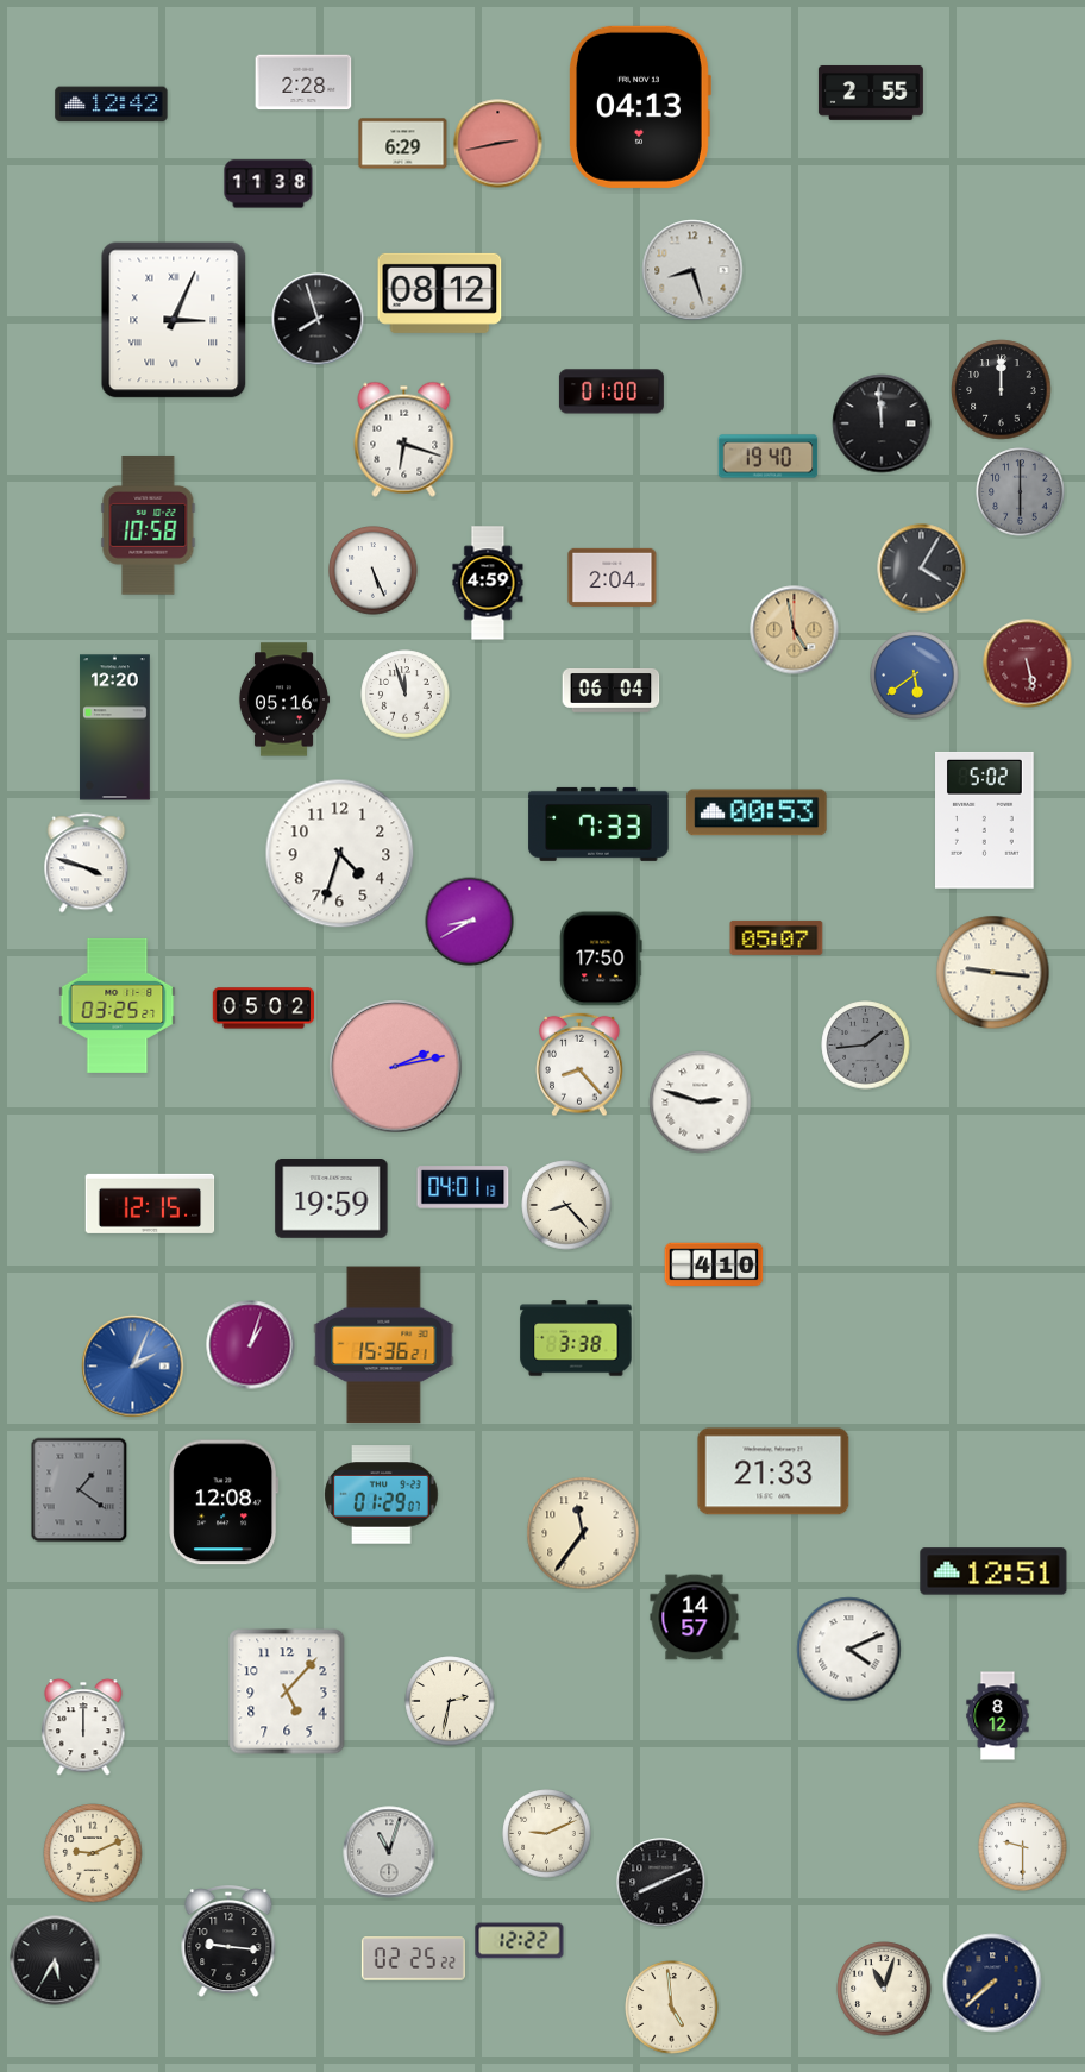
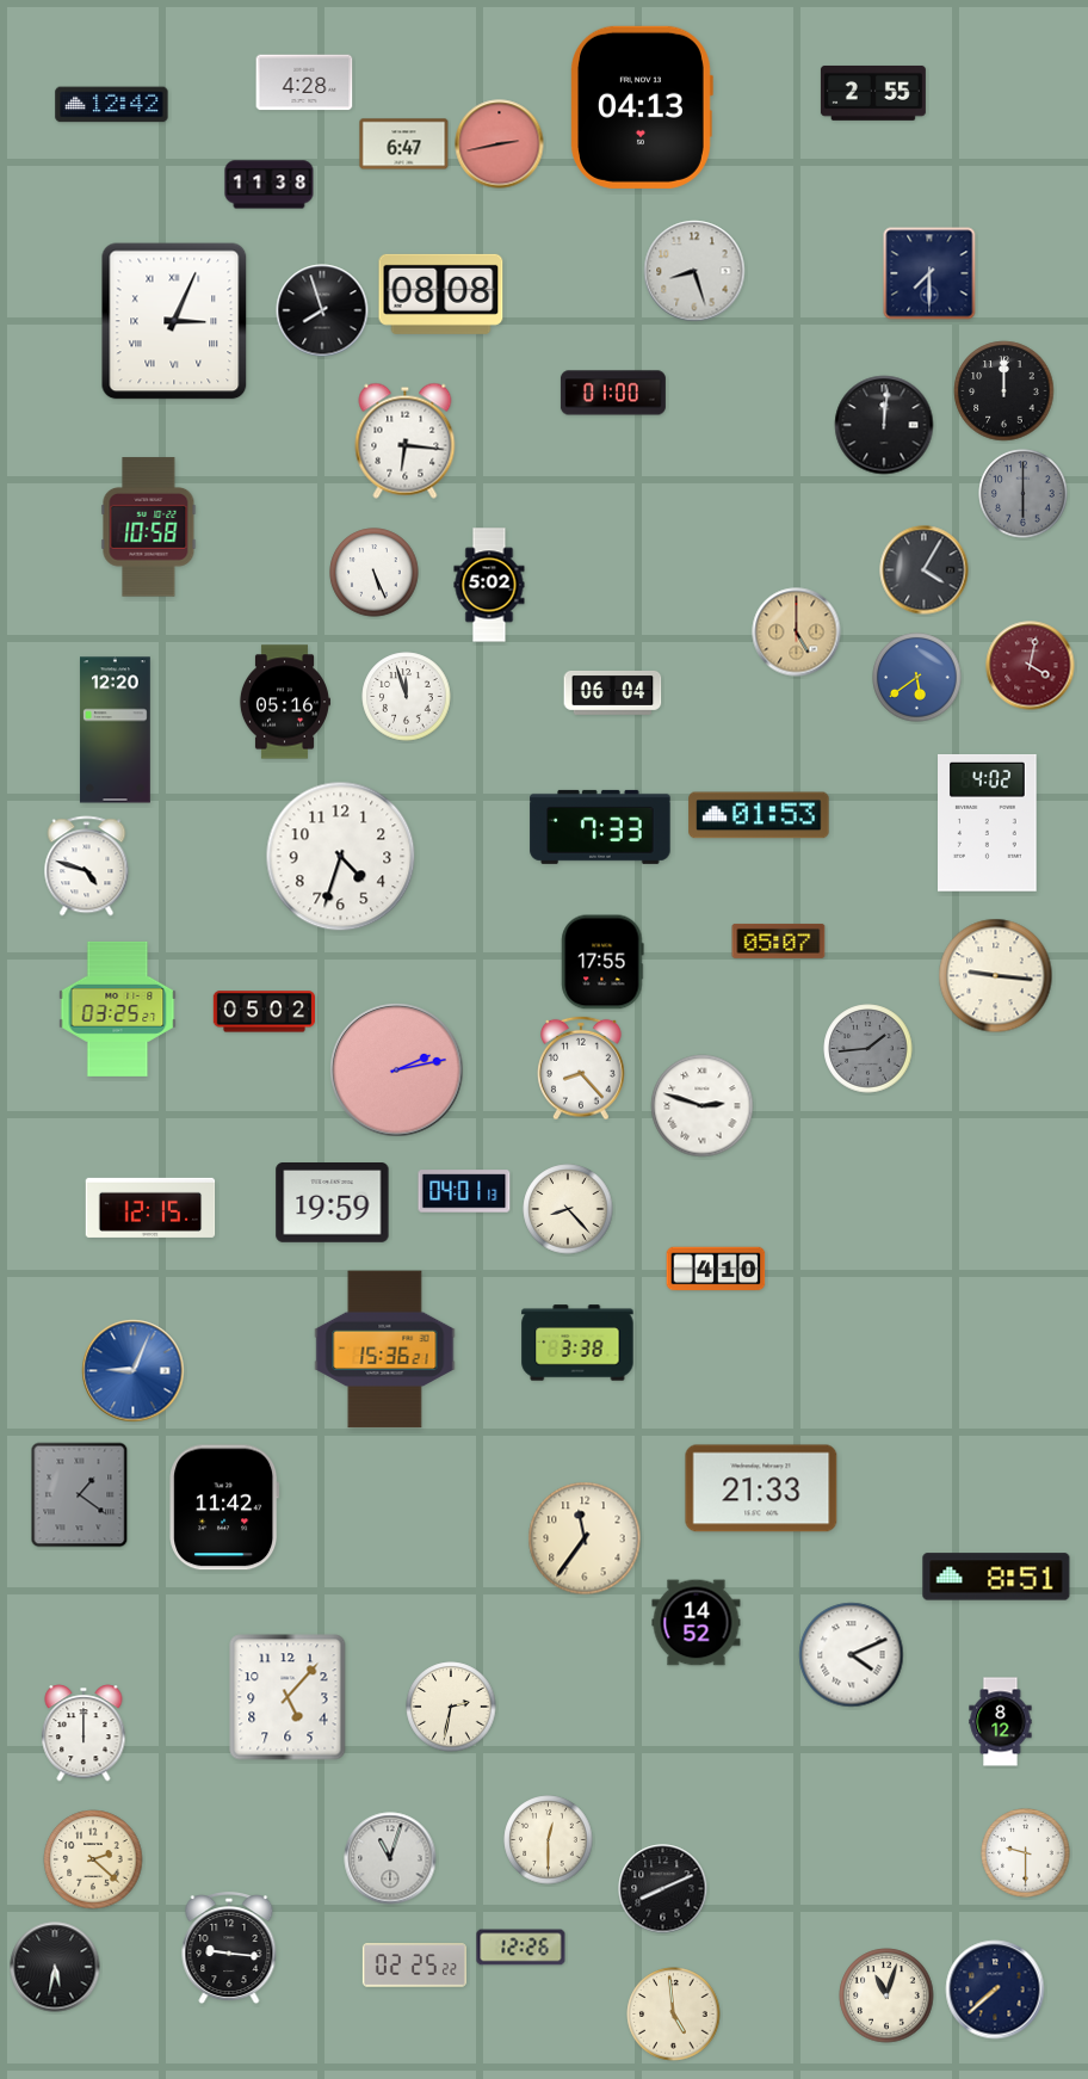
clock at (303, 82): 2:28 -> 4:28
clock at (403, 144): 6:29 -> 6:47
clock at (929, 273): none -> 7:30
clock at (440, 293): 08:12 -> 08:08
clock at (318, 319) position: (318, 319) -> (322, 310)
clock at (882, 423): 11:59 -> 12:01
clock at (404, 439): 6:18 -> 6:16
clock at (769, 457): 19:40 -> none
clock at (613, 577): 2:04 -> none
clock at (488, 583): 4:59 -> 5:02
clock at (795, 630): 4:58 -> 5:00
clock at (1028, 664): 5:28 -> 4:02
clock at (757, 812): 00:53 -> 01:53
clock at (985, 820): 5:02 -> 4:02
clock at (87, 864): 3:48 -> 4:48
clock at (470, 922): 8:40 -> none
clock at (601, 959): 17:50 -> 17:55
clock at (251, 1345): 1:03 -> none
clock at (133, 1367): 2:04 -> 9:04
clock at (773, 1471) position: (773, 1471) -> (761, 1488)
clock at (382, 1495): 01:29 -> none
clock at (224, 1502): 12:08 -> 11:42
clock at (993, 1571): 12:51 -> 8:51
clock at (695, 1618): 14:57 -> 14:52
clock at (547, 1834): 9:11 -> 12:30
clock at (93, 1853): 9:11 -> 2:22
clock at (520, 1941): 12:22 -> 12:26
clock at (55, 1960): 5:35 -> 5:32
